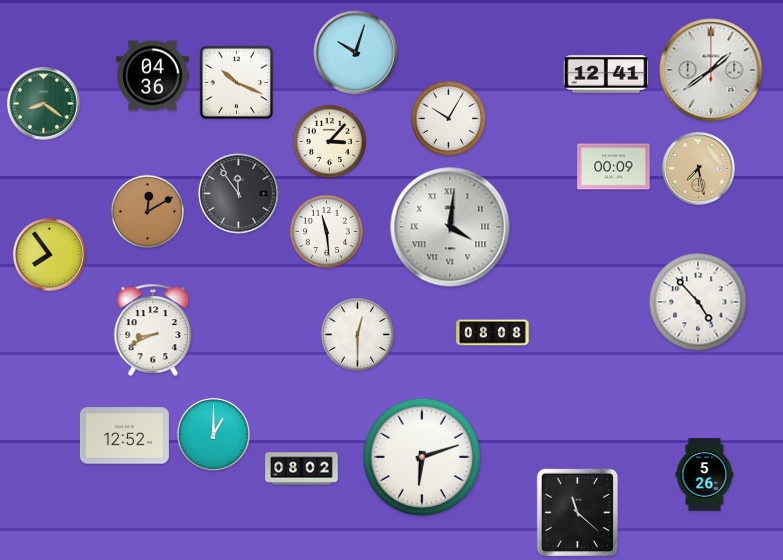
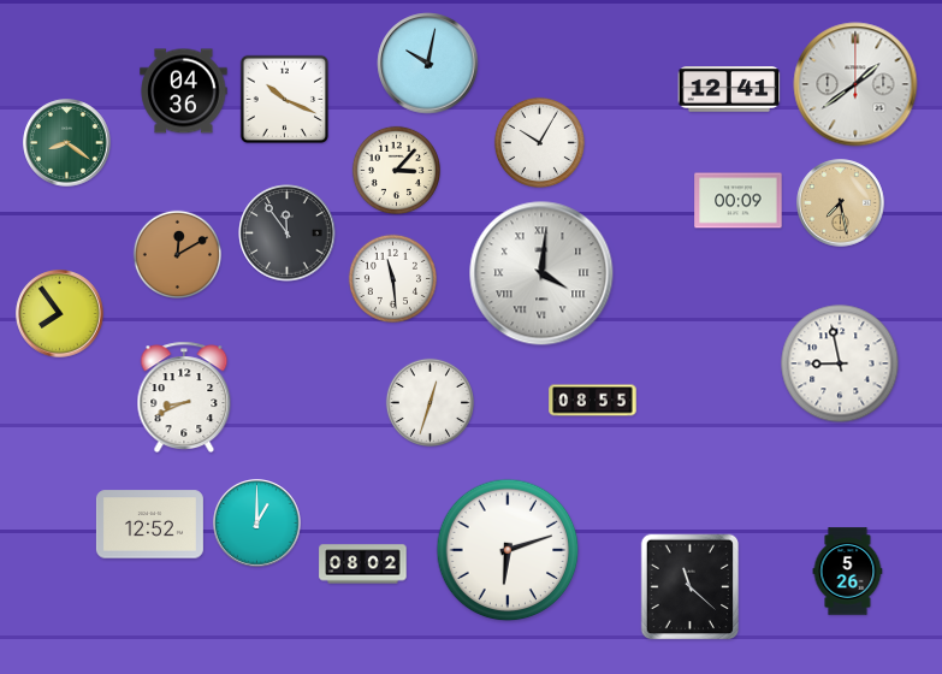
clock at (356, 53): 10:03 -> 10:02
clock at (44, 104) position: (44, 104) -> (67, 143)
clock at (50, 255) position: (50, 255) -> (60, 314)
clock at (698, 302): 4:53 -> 8:58
clock at (493, 333): 08:08 -> 08:55
clock at (357, 334): 12:30 -> 12:33
clock at (578, 513) position: (578, 513) -> (691, 587)
